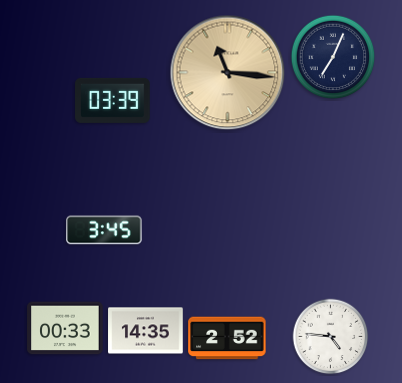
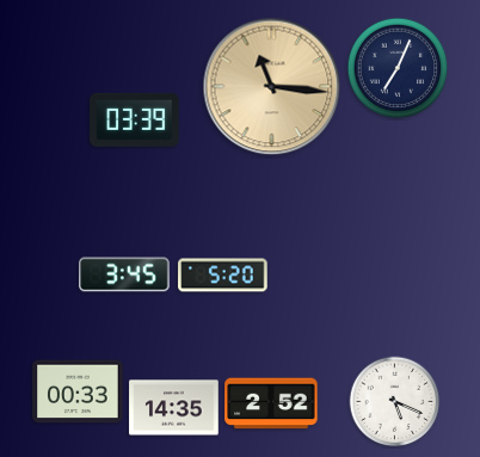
clock at (223, 276): none -> 5:20
clock at (146, 331) position: (146, 331) -> (174, 408)
clock at (331, 337): 4:46 -> 5:19
